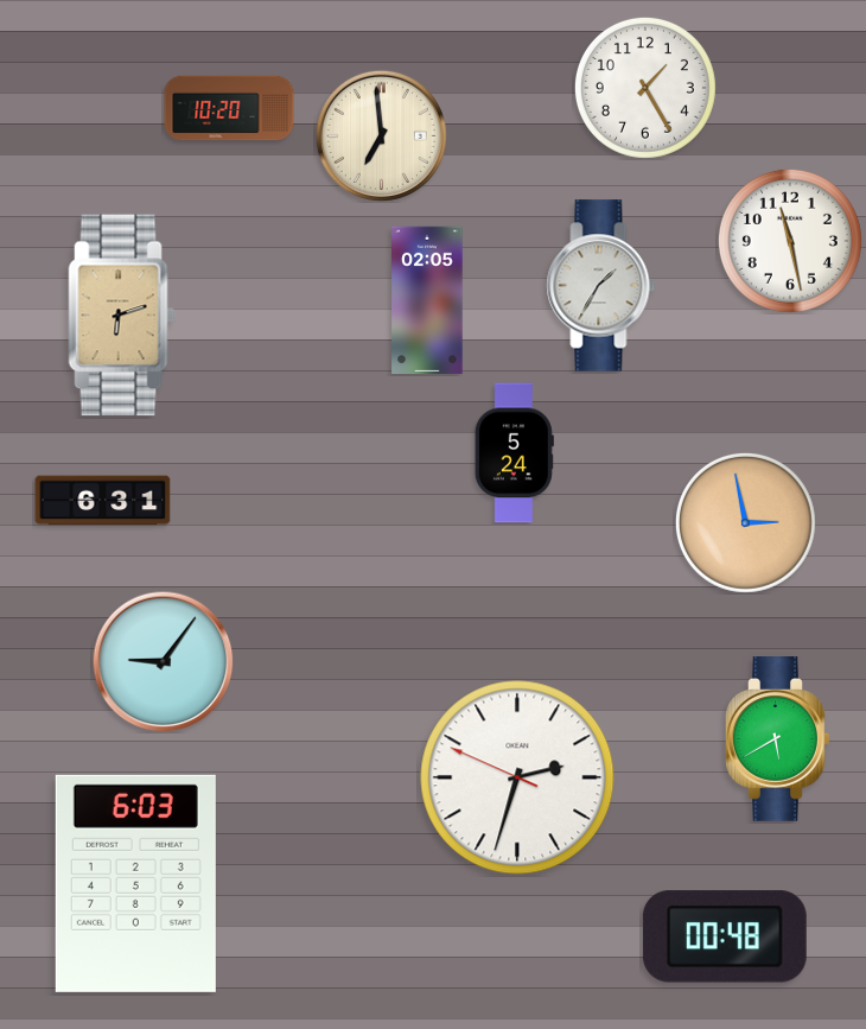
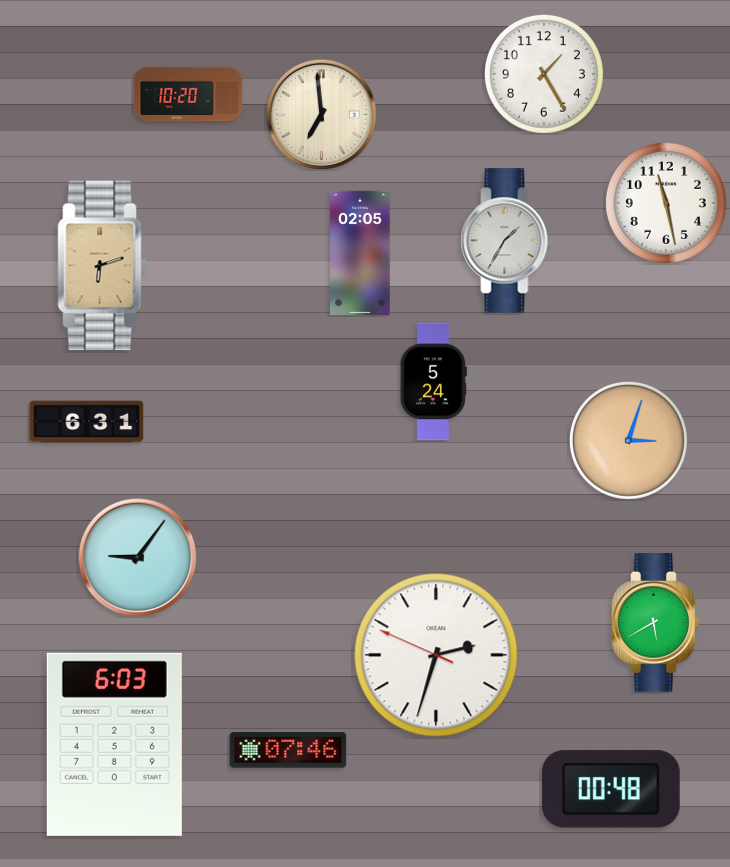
clock at (229, 108) position: (229, 108) -> (188, 94)
clock at (745, 522): 2:58 -> 3:03
clock at (288, 750): none -> 07:46
